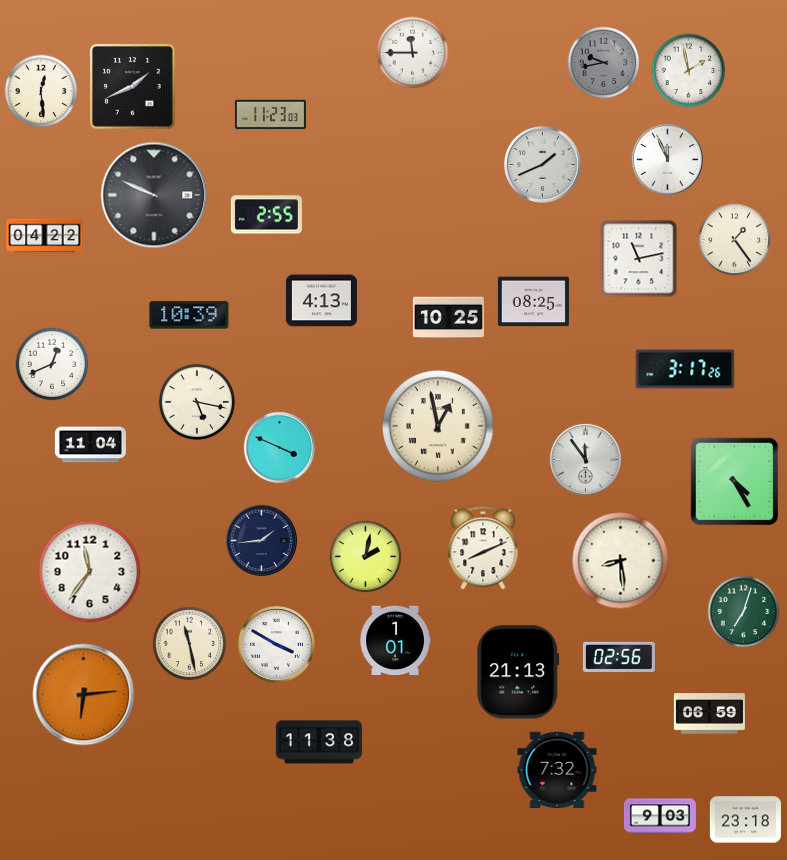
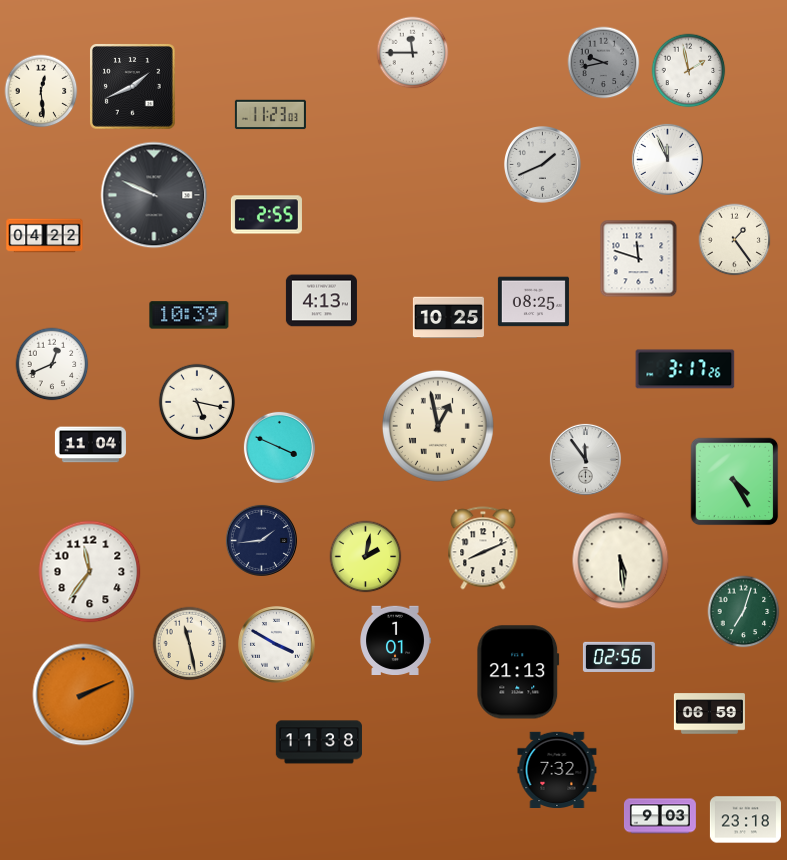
clock at (639, 259): 11:13 -> 11:48
clock at (621, 561): 8:29 -> 5:29
clock at (84, 695): 6:14 -> 2:11
